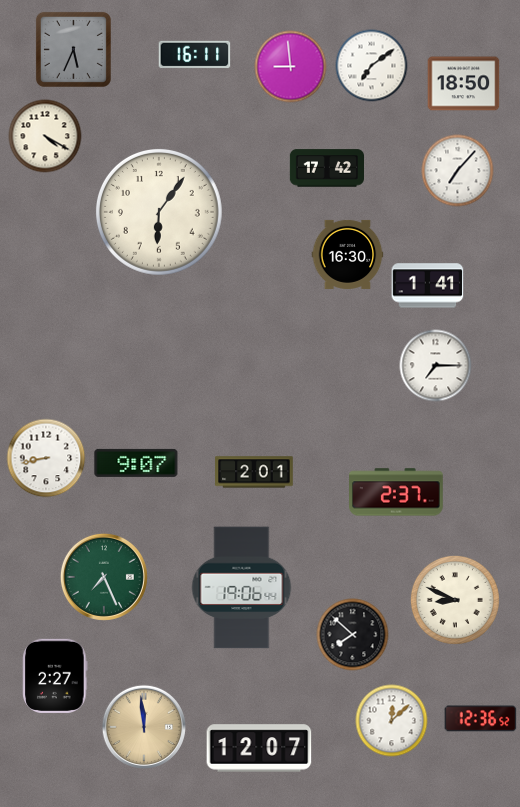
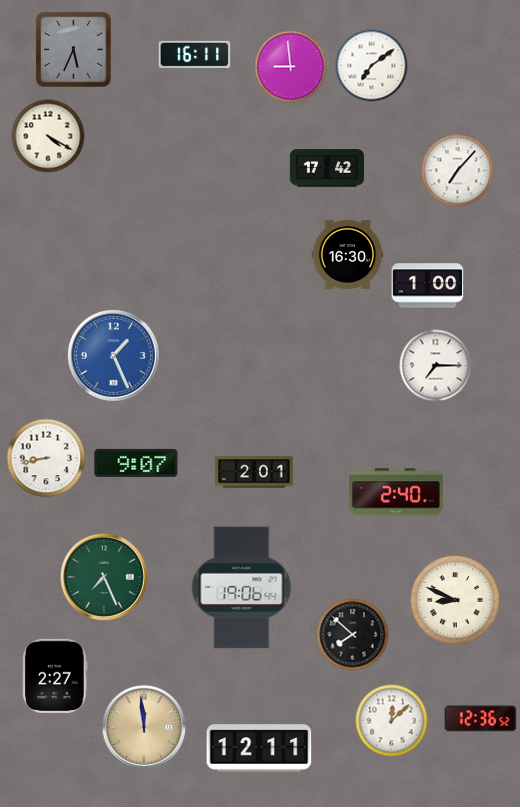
clock at (464, 84): 18:50 -> none
clock at (45, 136) position: (45, 136) -> (48, 136)
clock at (159, 212): 6:06 -> none
clock at (428, 286): 1:41 -> 1:00
clock at (113, 355): none -> 1:26
clock at (397, 492): 2:37 -> 2:40
clock at (259, 748): 12:07 -> 12:11
